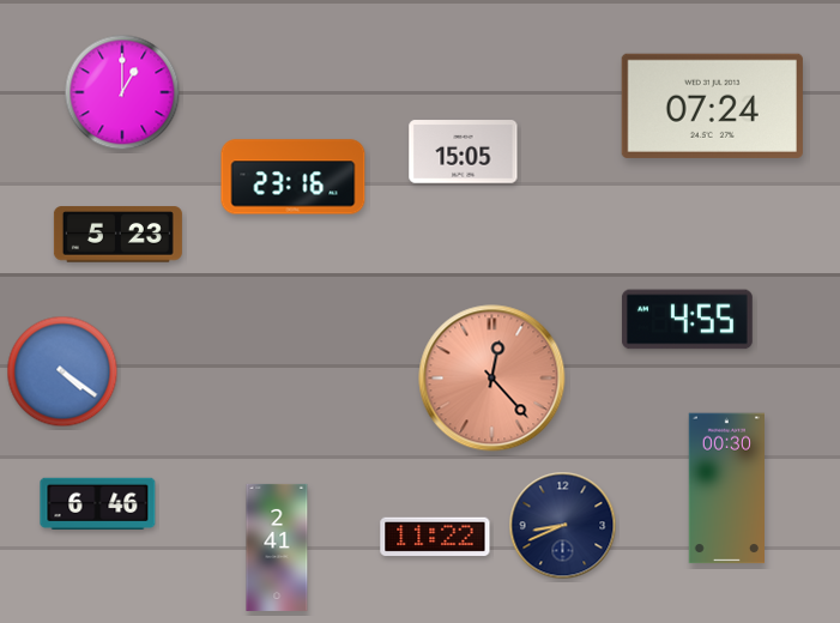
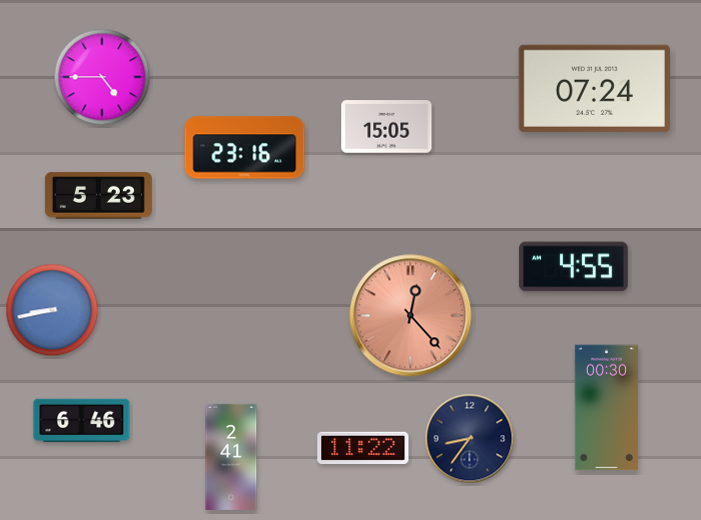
clock at (122, 92): 1:00 -> 4:45
clock at (62, 371): 4:21 -> 8:43
clock at (563, 526): 8:41 -> 8:36
